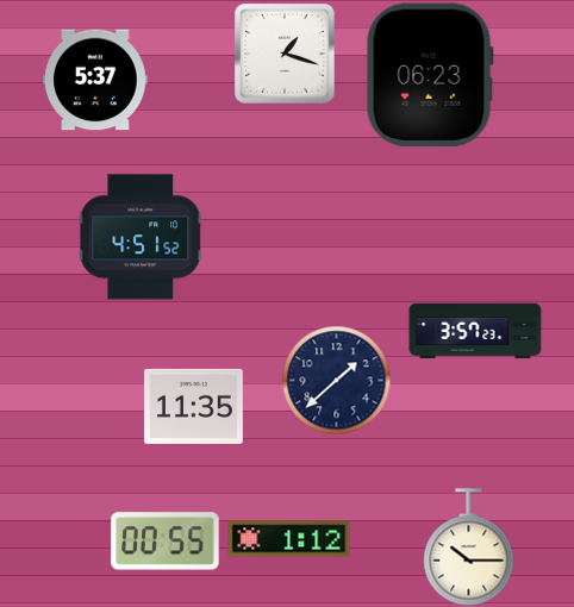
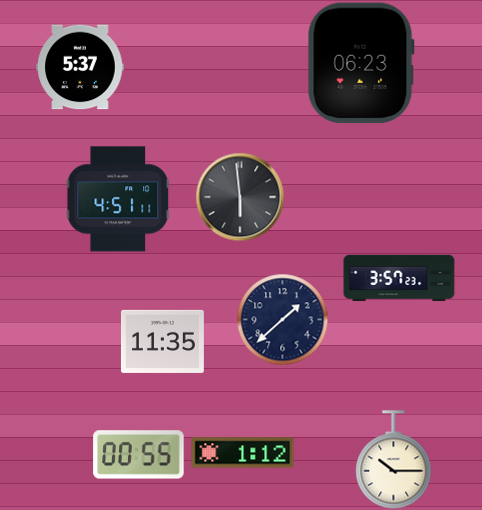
clock at (285, 54): 1:18 -> none
clock at (240, 197): none -> 5:59
clock at (141, 237): 4:51:52 -> 4:51:11
